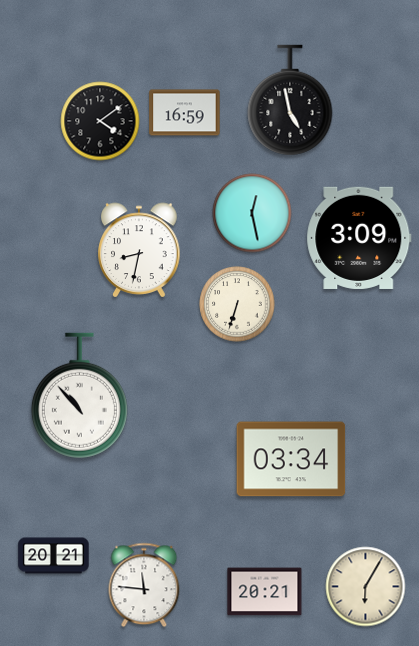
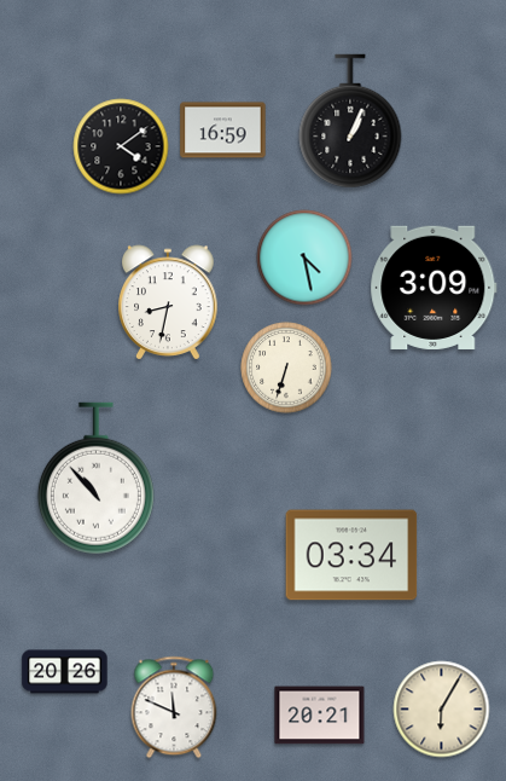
clock at (290, 100): 4:58 -> 1:04
clock at (185, 113) position: (185, 113) -> (223, 131)
clock at (252, 213): 12:28 -> 4:28
clock at (54, 556): 20:21 -> 20:26
clock at (144, 585): 11:46 -> 11:49
